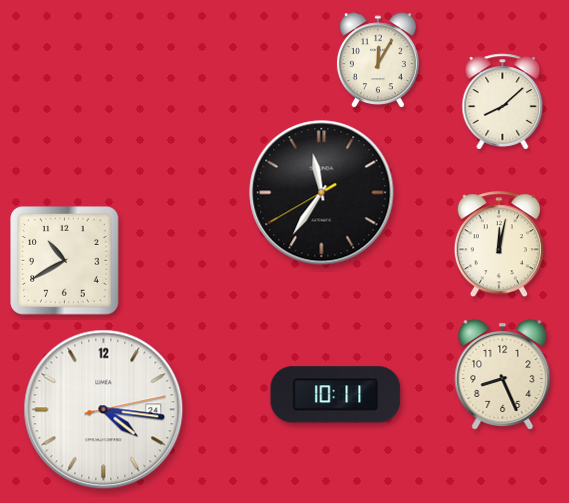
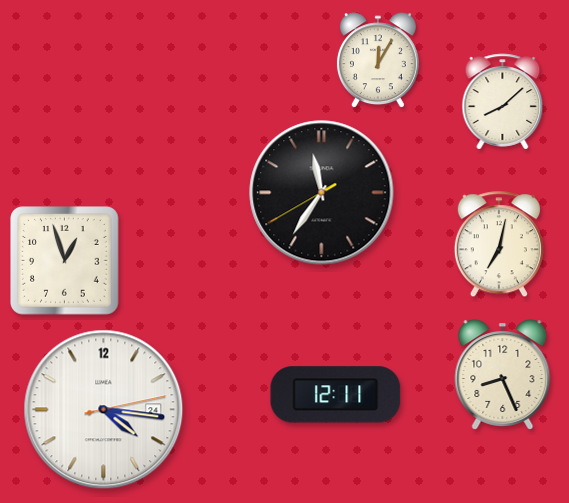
clock at (499, 245): 12:02 -> 7:02
clock at (65, 261): 10:40 -> 12:57
clock at (336, 395): 10:11 -> 12:11
